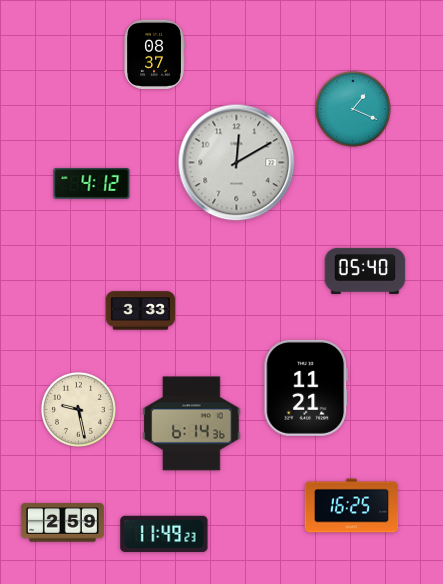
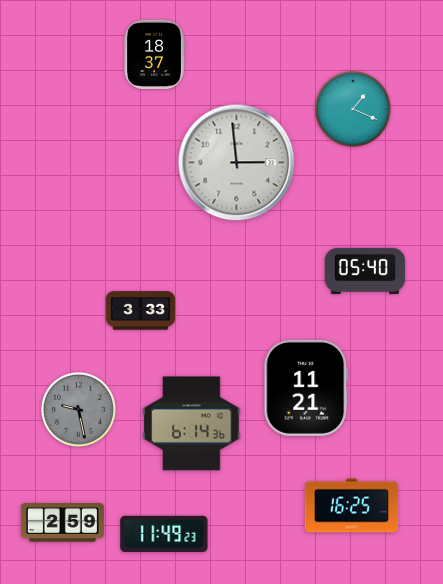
clock at (154, 54): 08:37 -> 18:37
clock at (237, 163): 12:10 -> 2:59
clock at (92, 183): 4:12 -> none
clock at (78, 409) dial: cream -> grey
